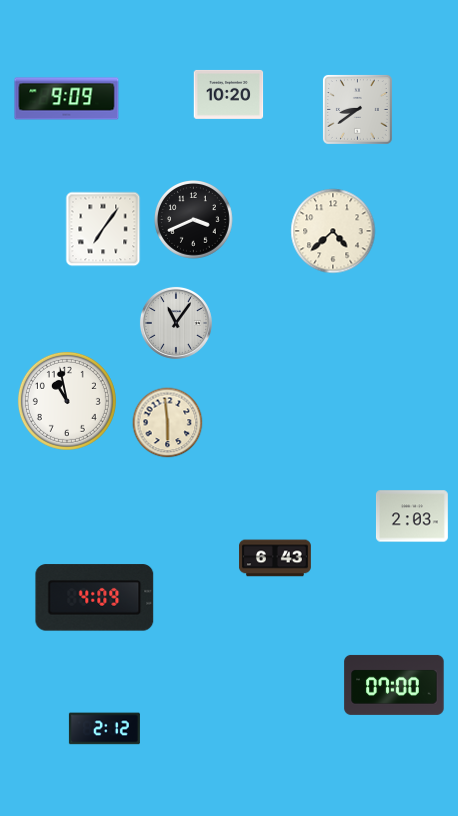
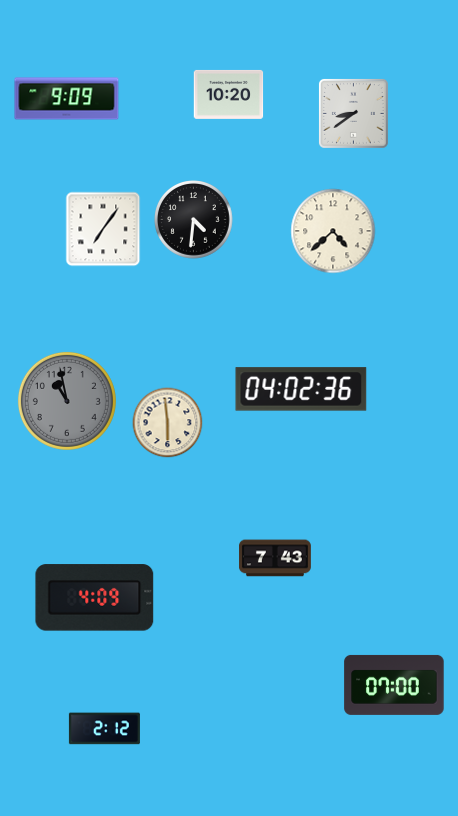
clock at (357, 109) position: (357, 109) -> (353, 113)
clock at (194, 220): 3:41 -> 4:31
clock at (176, 323): 11:06 -> none
clock at (301, 389): none -> 04:02
clock at (67, 401) dial: white -> grey
clock at (412, 516): 2:03 -> none
clock at (276, 558): 6:43 -> 7:43
